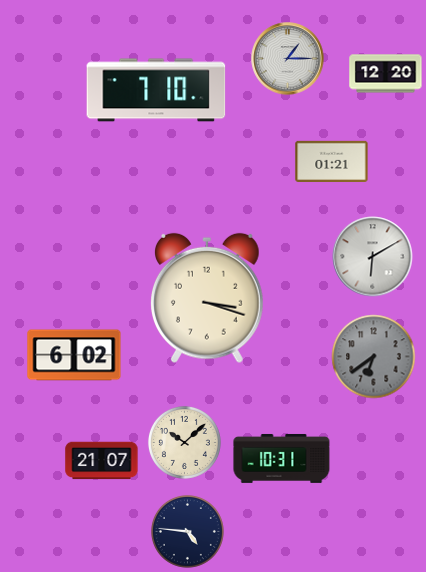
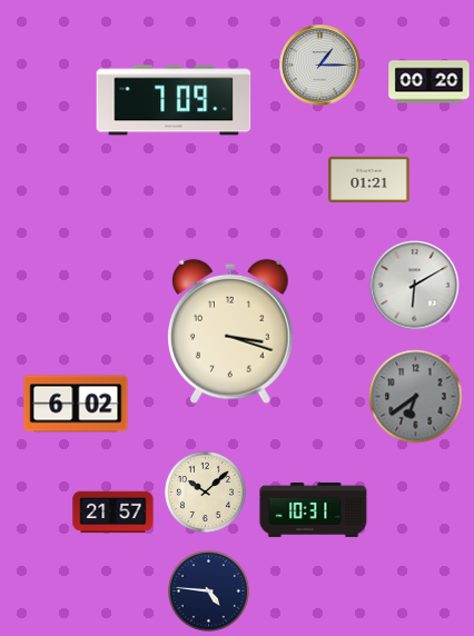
clock at (386, 74): 12:20 -> 00:20
clock at (156, 90): 7:10 -> 7:09
clock at (74, 355) position: (74, 355) -> (76, 404)
clock at (102, 461): 21:07 -> 21:57
